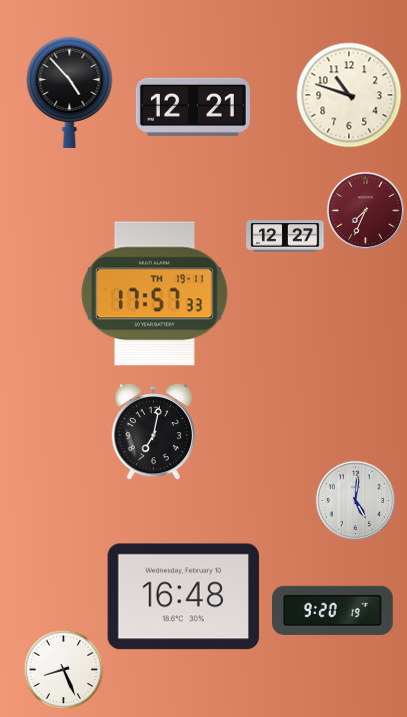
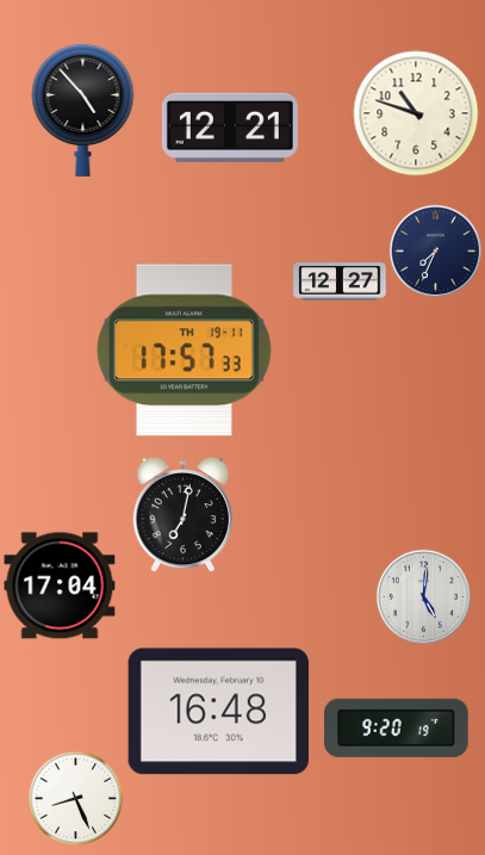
clock at (365, 210) dial: burgundy -> navy
clock at (60, 586): none -> 17:04
